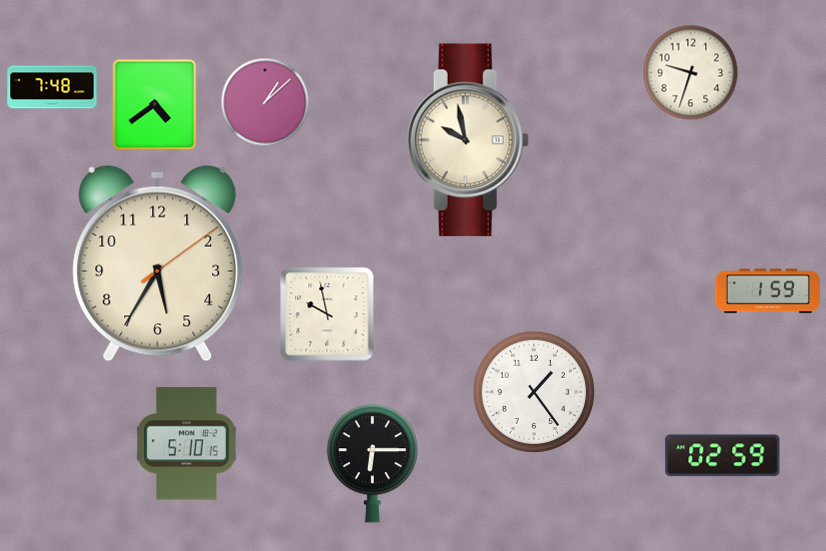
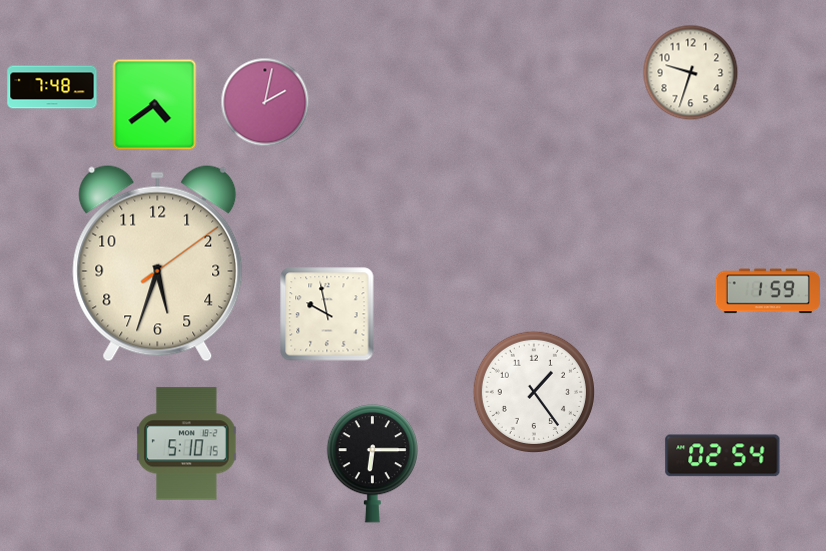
clock at (265, 102): 1:08 -> 2:02
clock at (468, 140): 9:58 -> none
clock at (158, 264): 5:35 -> 5:33
clock at (723, 456): 02:59 -> 02:54
